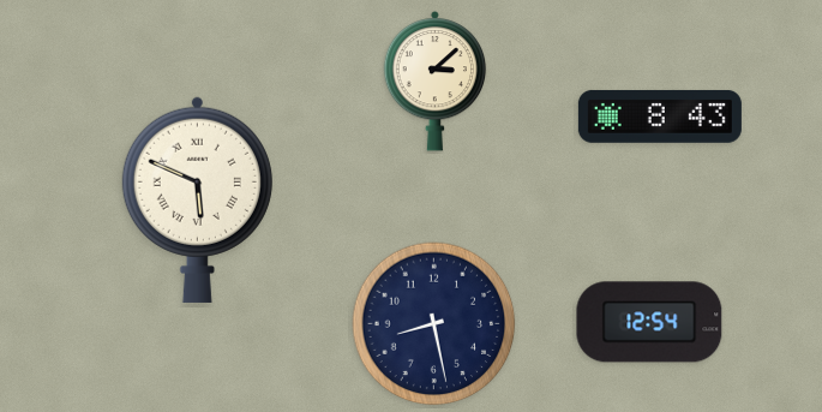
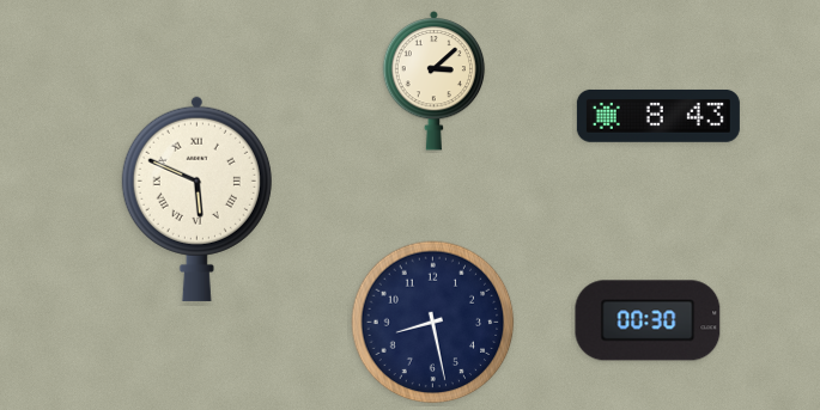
clock at (649, 322): 12:54 -> 00:30
